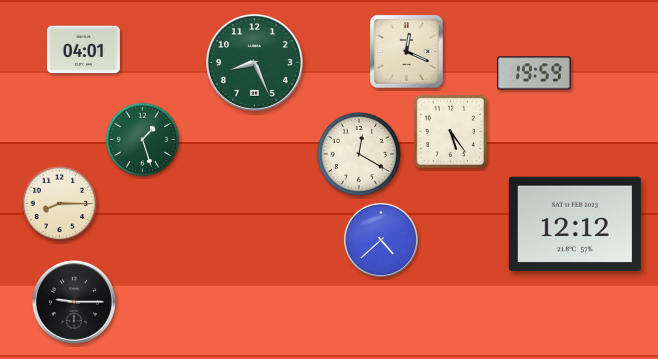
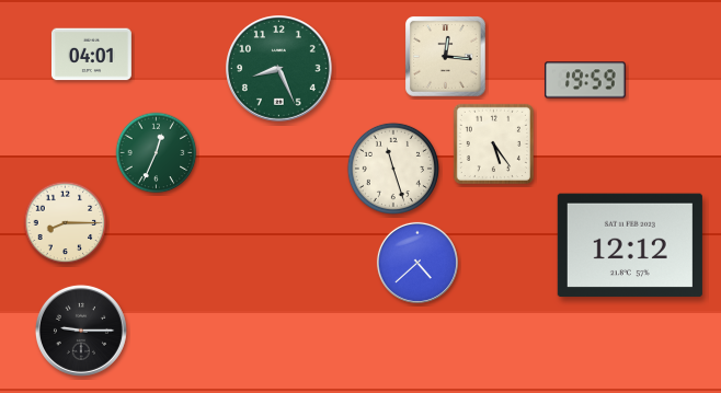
clock at (407, 52): 12:19 -> 12:16
clock at (143, 140): 1:27 -> 12:34
clock at (359, 154): 12:20 -> 11:27
